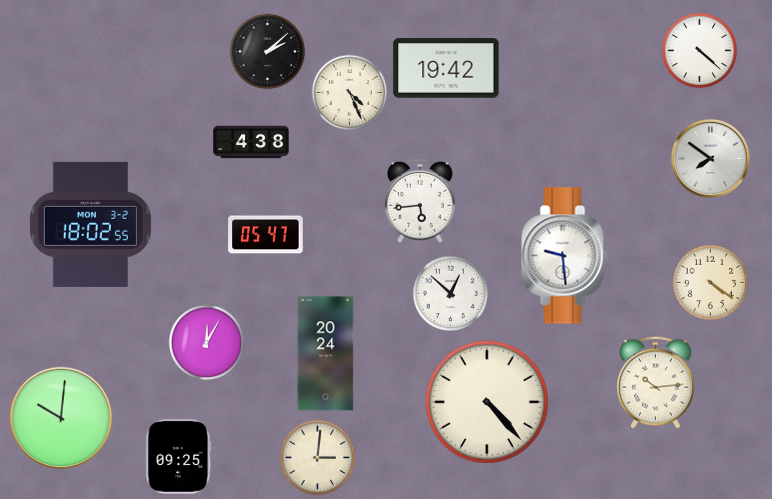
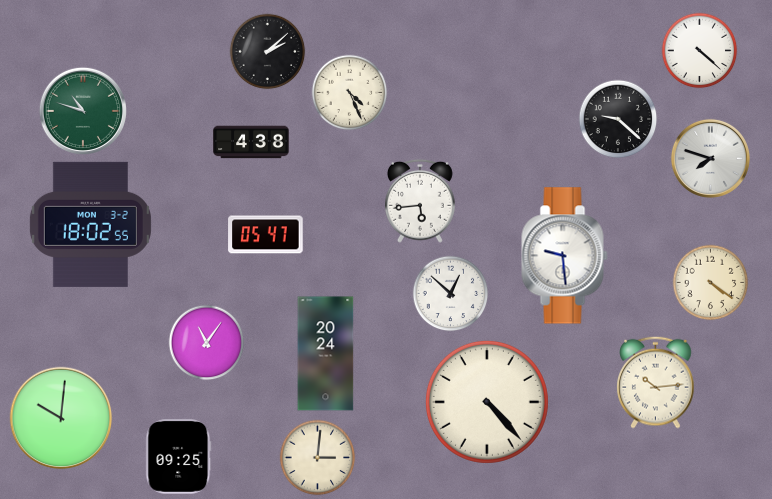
clock at (446, 68): 19:42 -> none
clock at (82, 110): none -> 10:48
clock at (618, 119): none -> 9:22
clock at (710, 158): 7:51 -> 7:48
clock at (207, 343): 12:05 -> 11:06
